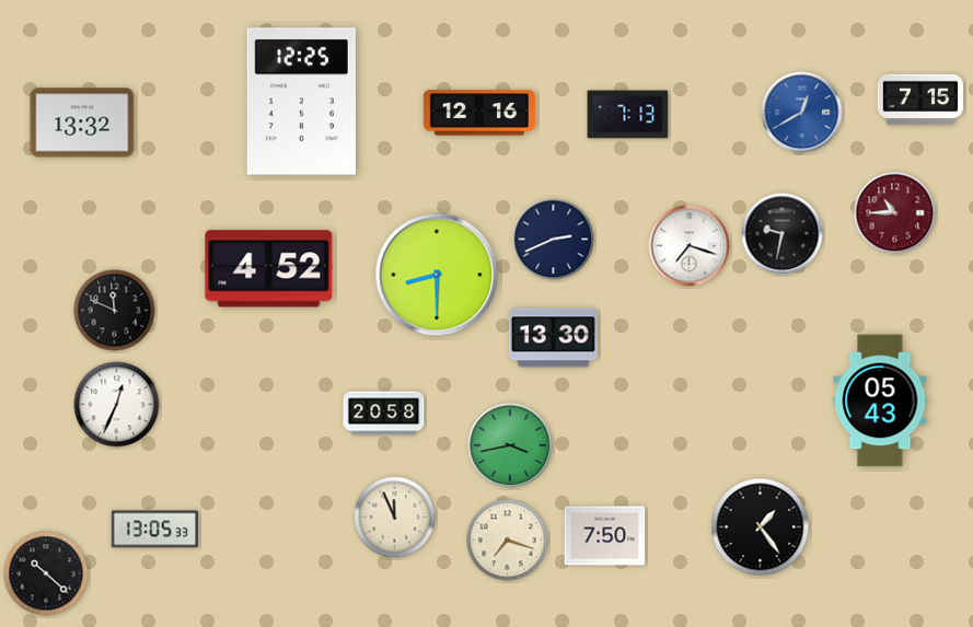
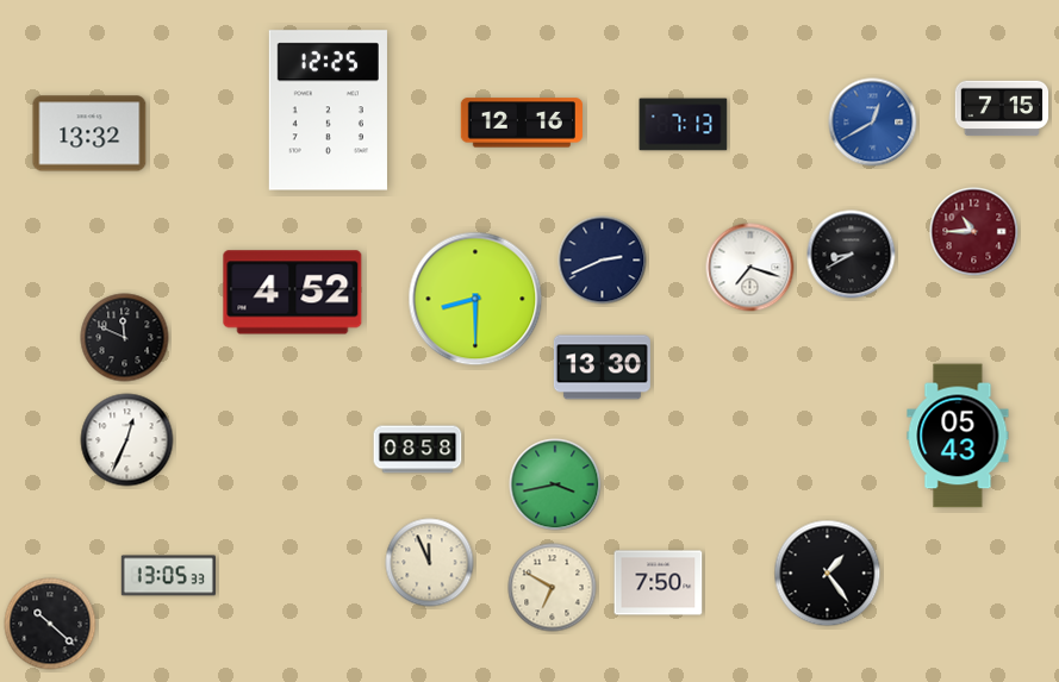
clock at (783, 234): 9:32 -> 8:40
clock at (384, 414): 20:58 -> 08:58
clock at (508, 541): 7:18 -> 6:50
